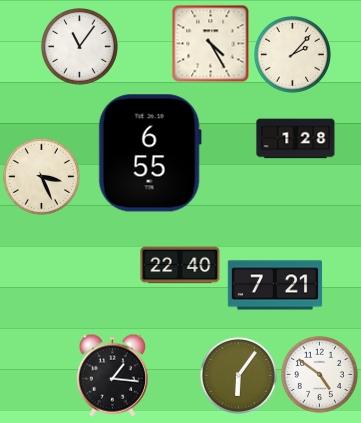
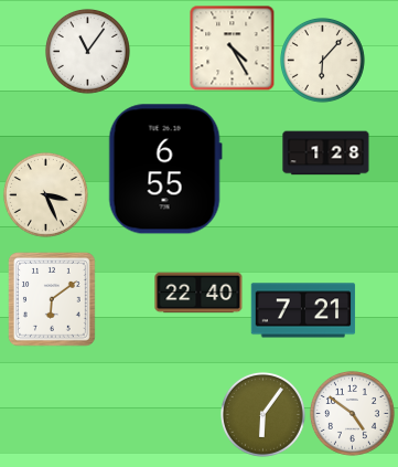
clock at (292, 54): 2:07 -> 6:07
clock at (52, 299): none -> 6:09
clock at (275, 285) position: (275, 285) -> (303, 310)
clock at (112, 375): 1:16 -> none
